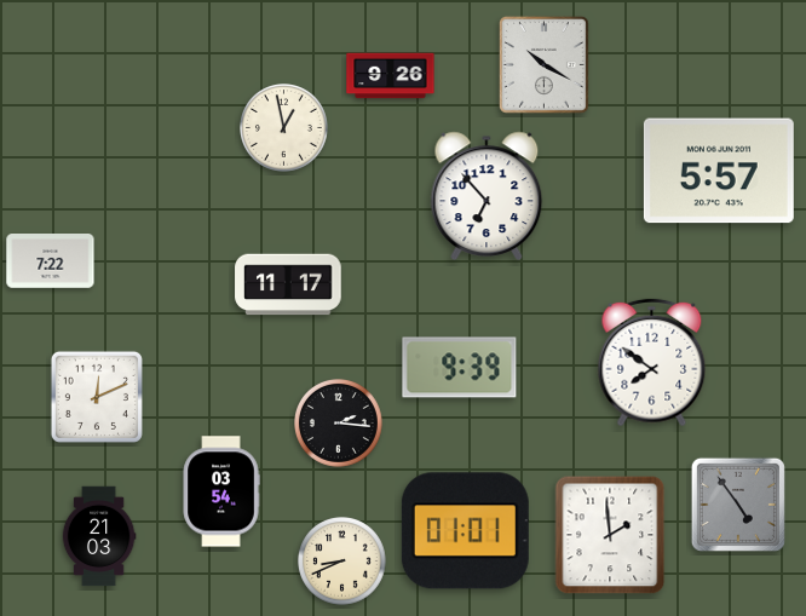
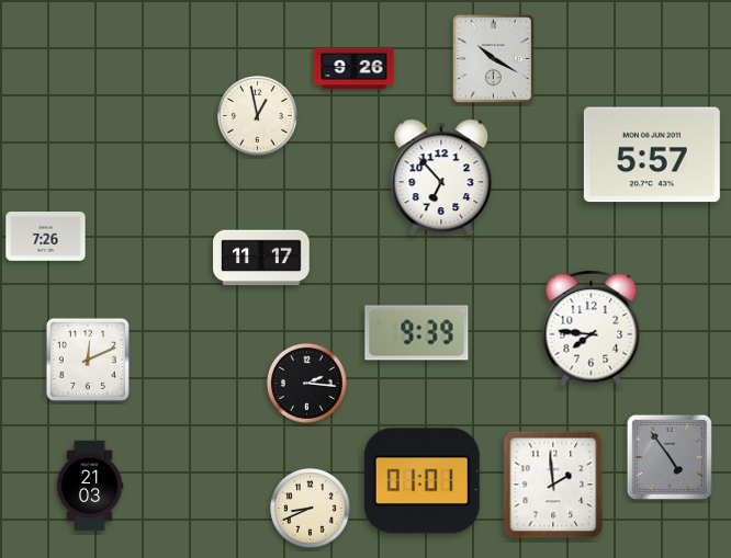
clock at (51, 261): 7:22 -> 7:26
clock at (652, 363): 7:51 -> 7:46
clock at (221, 491): 03:54 -> none
